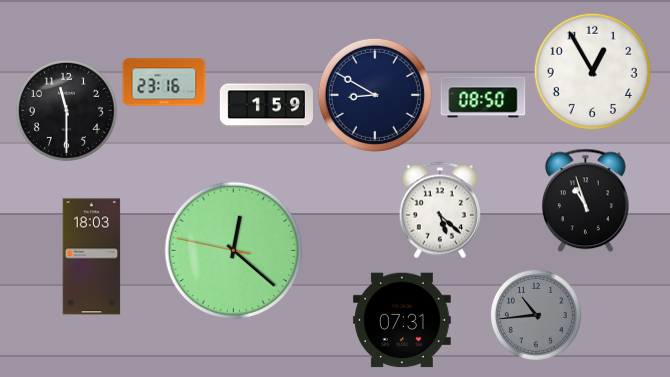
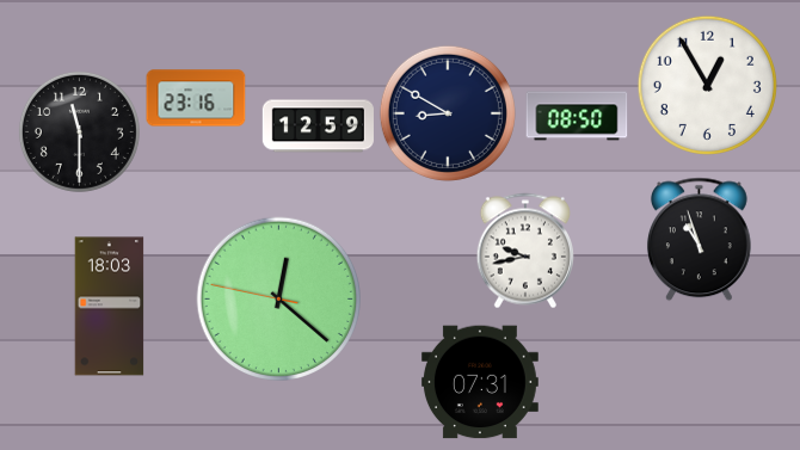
clock at (266, 106): 1:59 -> 12:59
clock at (440, 210): 5:22 -> 9:43
clock at (536, 315): 10:44 -> none
